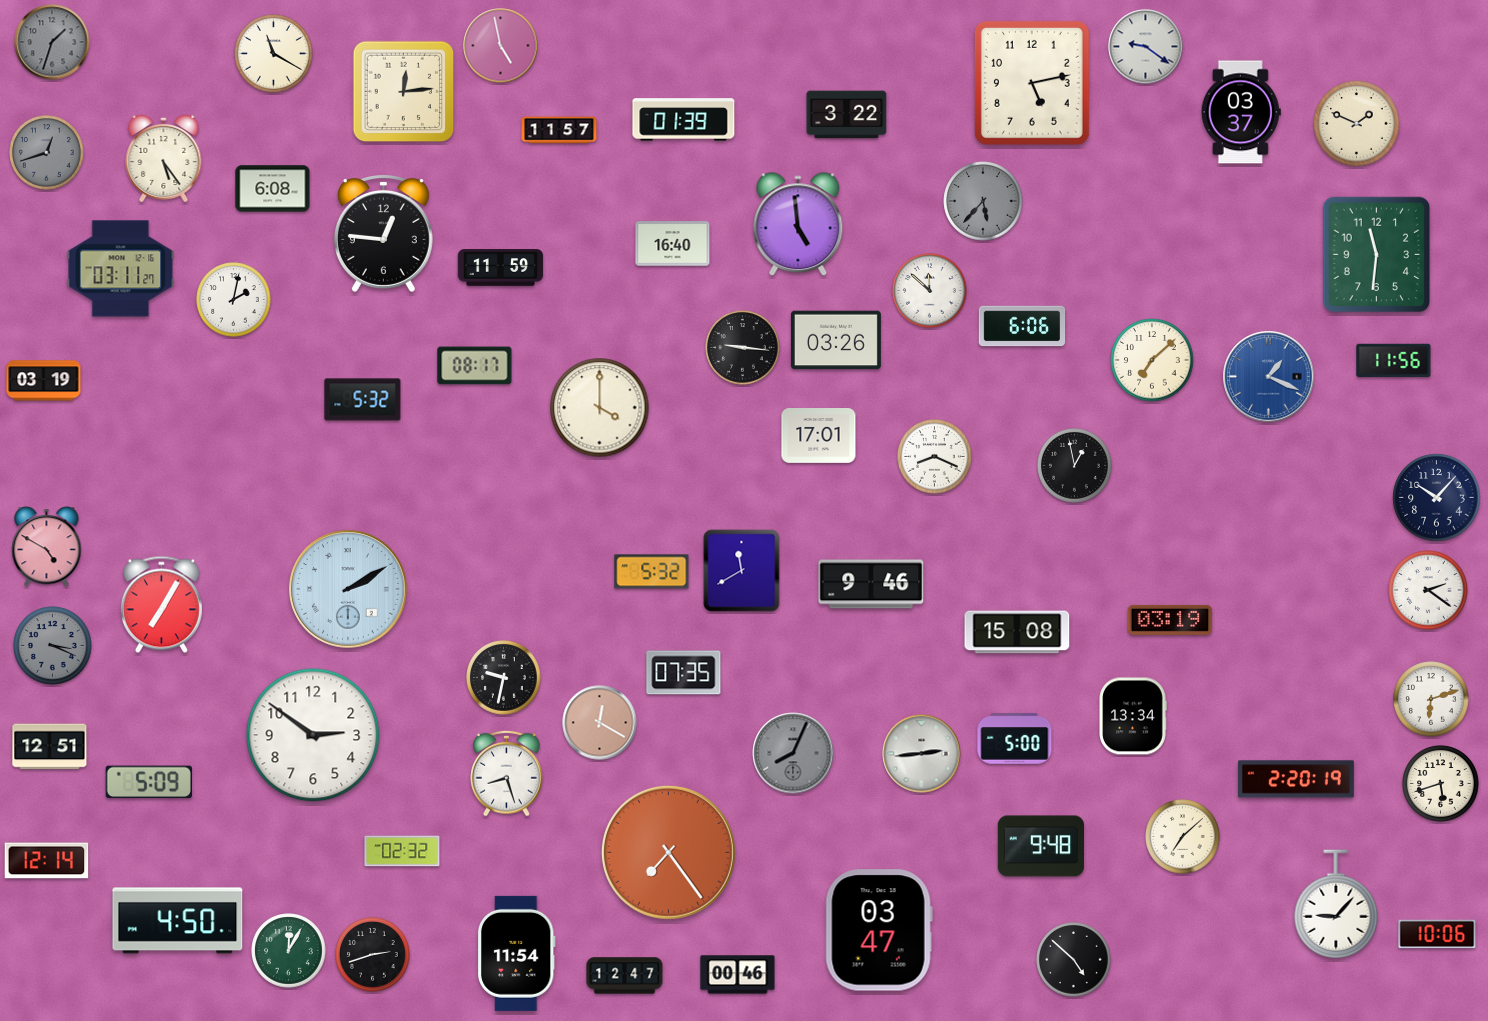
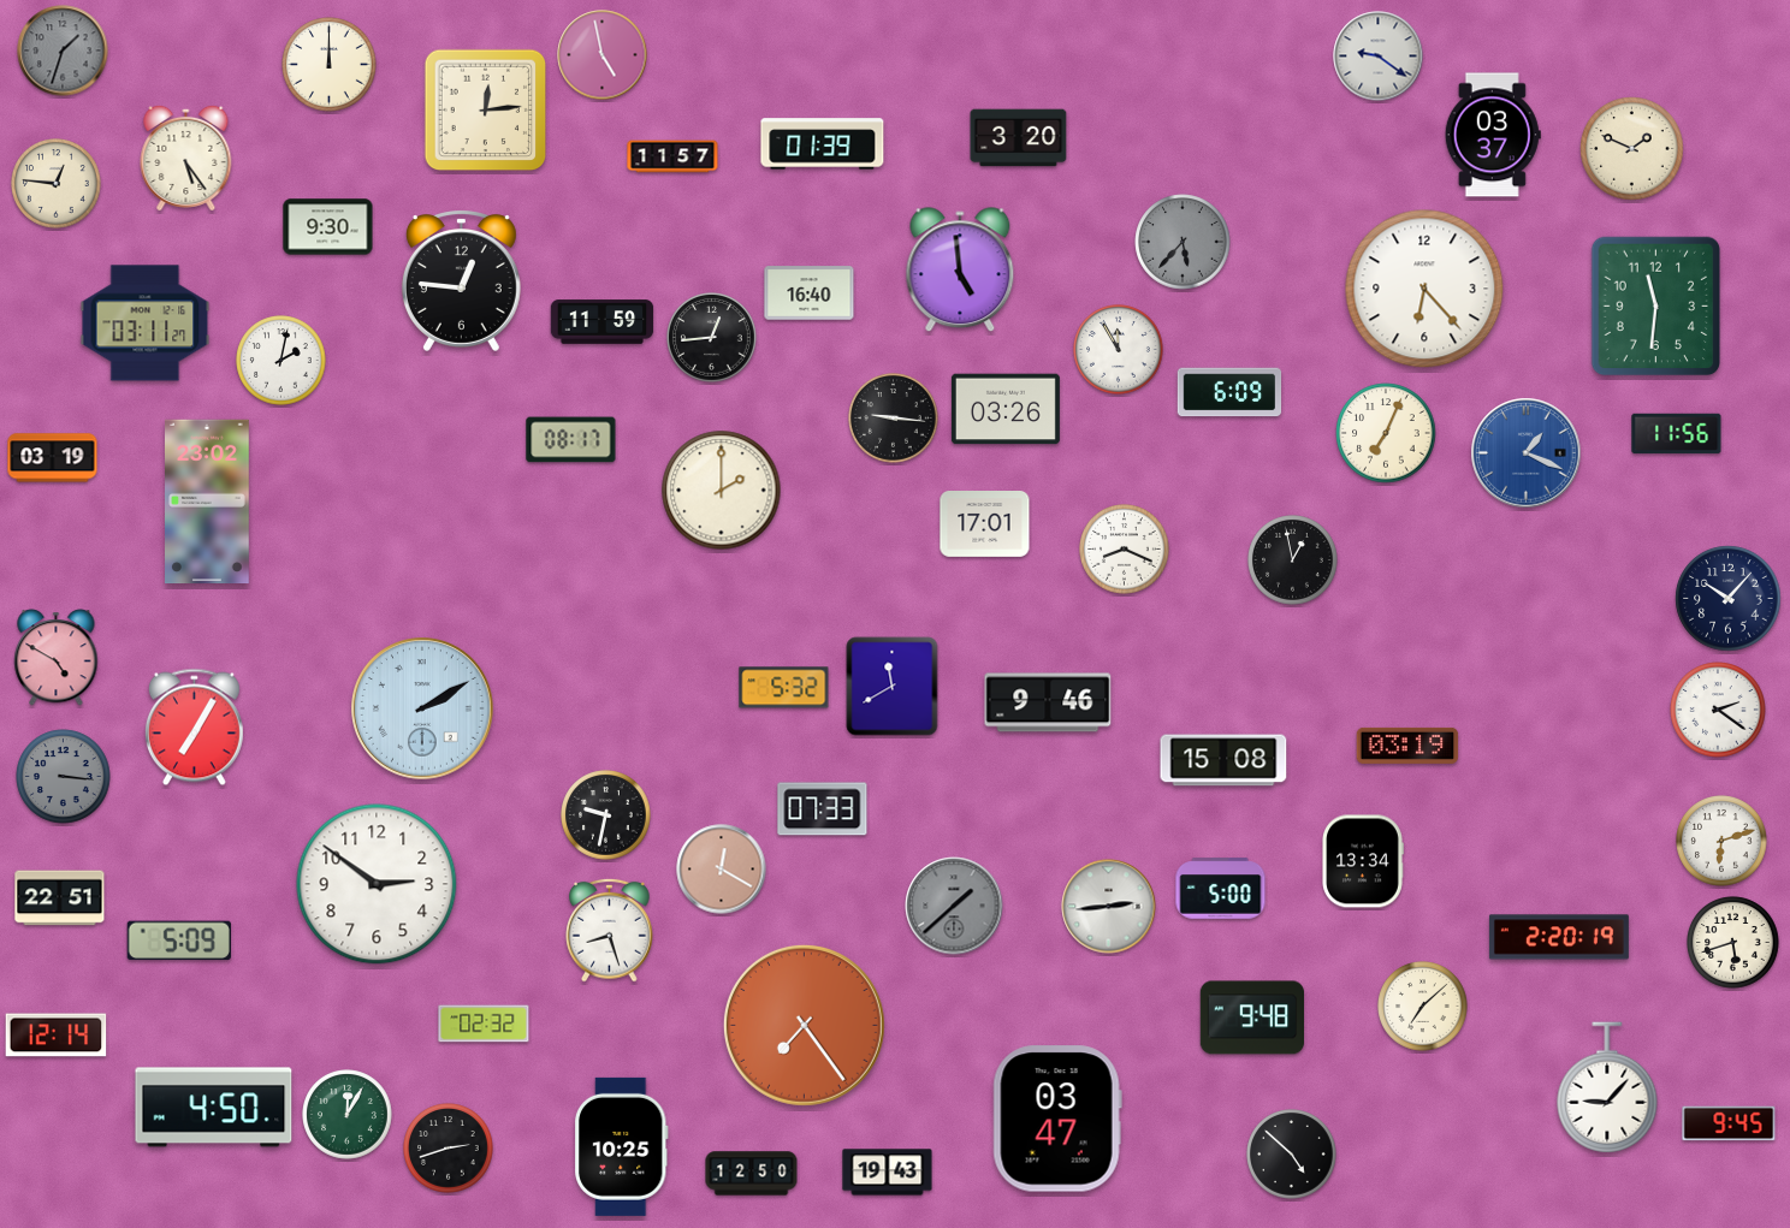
clock at (274, 54): 11:20 -> 12:00
clock at (1032, 83): 5:13 -> none
clock at (847, 115): 3:22 -> 3:20
clock at (47, 153): 12:42 -> 12:46
clock at (47, 153) dial: grey -> cream
clock at (164, 158) position: (164, 158) -> (186, 158)
clock at (273, 189): 6:08 -> 9:30
clock at (1424, 289): none -> 6:23
clock at (712, 338): none -> 12:44
clock at (930, 291): 11:52 -> 11:55
clock at (1022, 326): 6:06 -> 6:09
clock at (1152, 360): 7:08 -> 7:04
clock at (363, 400): 5:32 -> none
clock at (600, 408): 4:00 -> 2:00
clock at (208, 502): none -> 23:02
clock at (349, 590) position: (349, 590) -> (423, 710)
clock at (53, 646): 3:19 -> 3:16
clock at (684, 673): 07:35 -> 07:33
clock at (50, 747): 12:51 -> 22:51
clock at (793, 753): 8:04 -> 1:38
clock at (1437, 934): 10:06 -> 9:45
clock at (289, 951) position: (289, 951) -> (348, 1115)
clock at (517, 953): 11:54 -> 10:25
clock at (738, 975): 00:46 -> 19:43
clock at (625, 976): 12:47 -> 12:50
